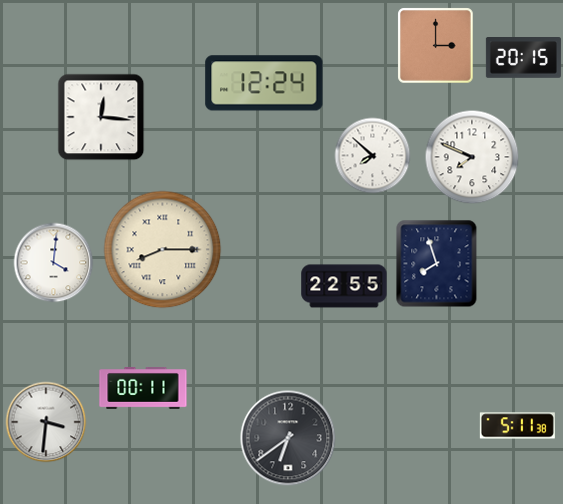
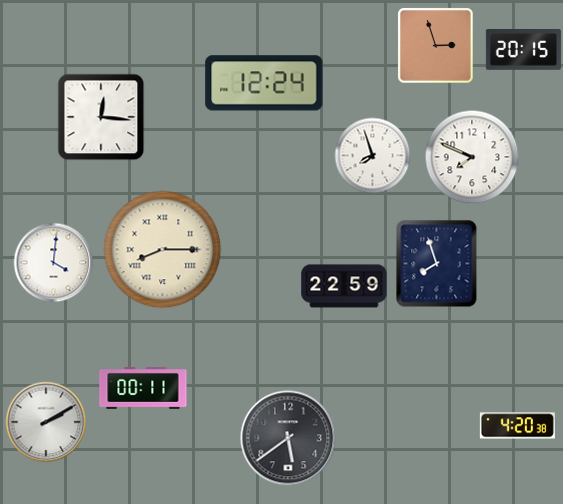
clock at (436, 46): 3:00 -> 2:57
clock at (523, 58) position: (523, 58) -> (523, 50)
clock at (373, 156): 7:52 -> 7:57
clock at (344, 286): 22:55 -> 22:59
clock at (46, 422): 3:31 -> 2:10
clock at (517, 426): 5:11 -> 4:20
clock at (288, 438): 6:39 -> 5:39
